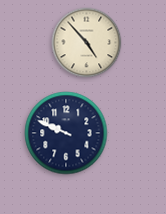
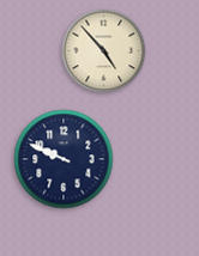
clock at (66, 133) position: (66, 133) -> (64, 159)
